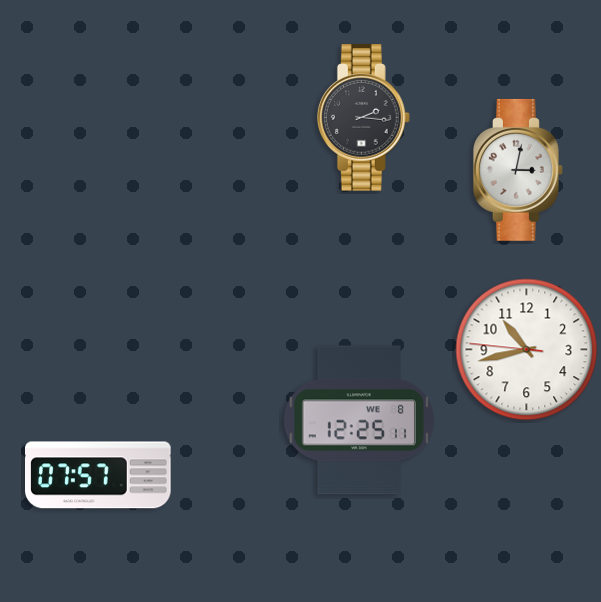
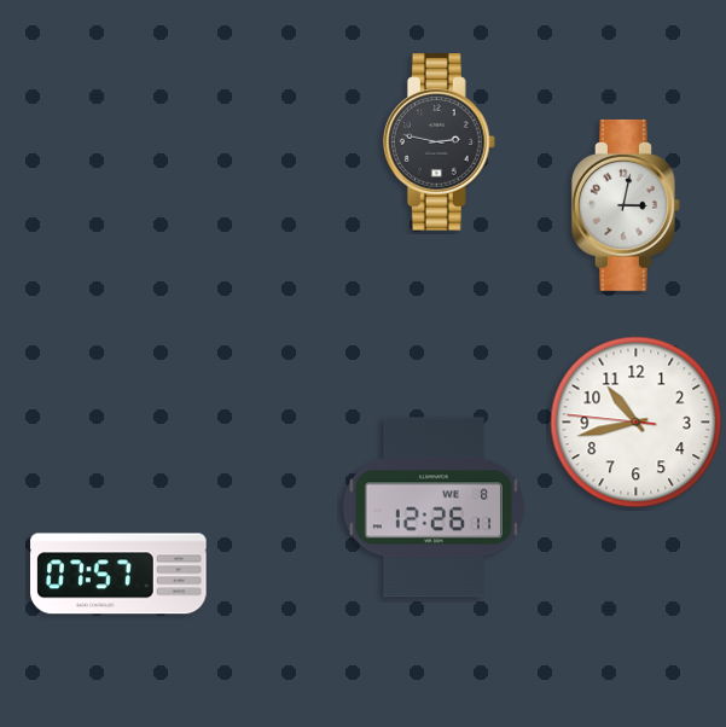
clock at (363, 118): 2:16 -> 2:47
clock at (359, 420): 12:25 -> 12:26
